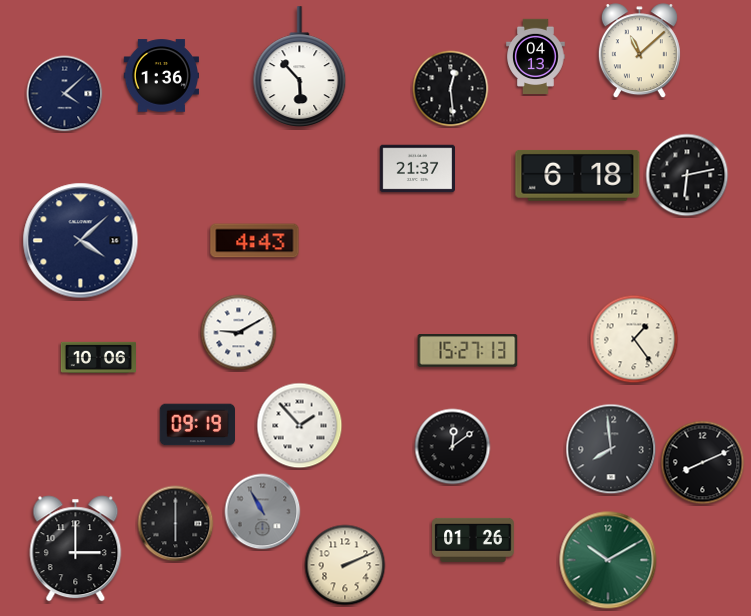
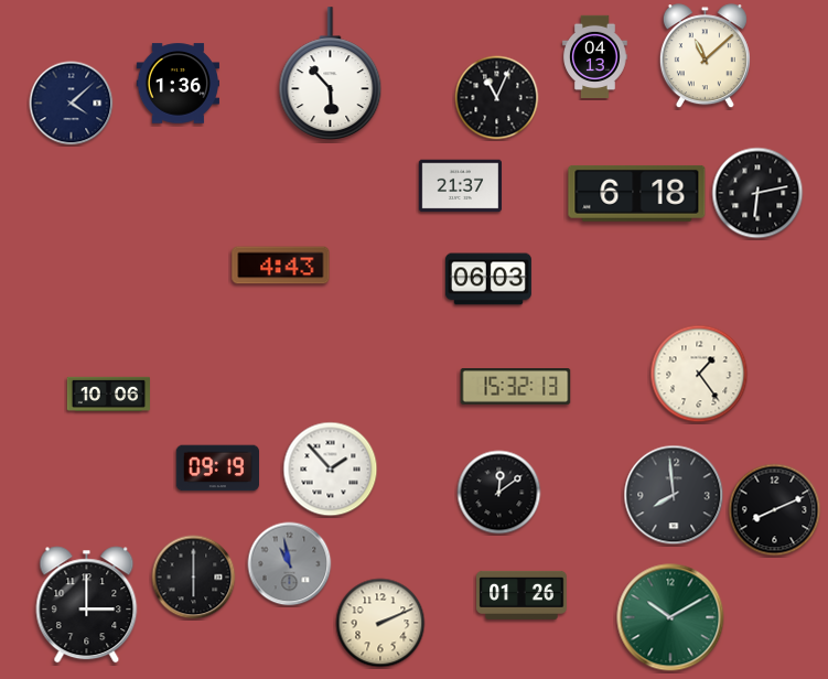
clock at (536, 56) position: (536, 56) -> (595, 56)
clock at (451, 89): 12:29 -> 11:04
clock at (81, 241): 4:08 -> none
clock at (488, 279): none -> 06:03
clock at (239, 333): 9:10 -> none
clock at (468, 351): 15:27 -> 15:32
clock at (263, 512): 10:55 -> 10:58
clock at (76, 549) position: (76, 549) -> (87, 605)
